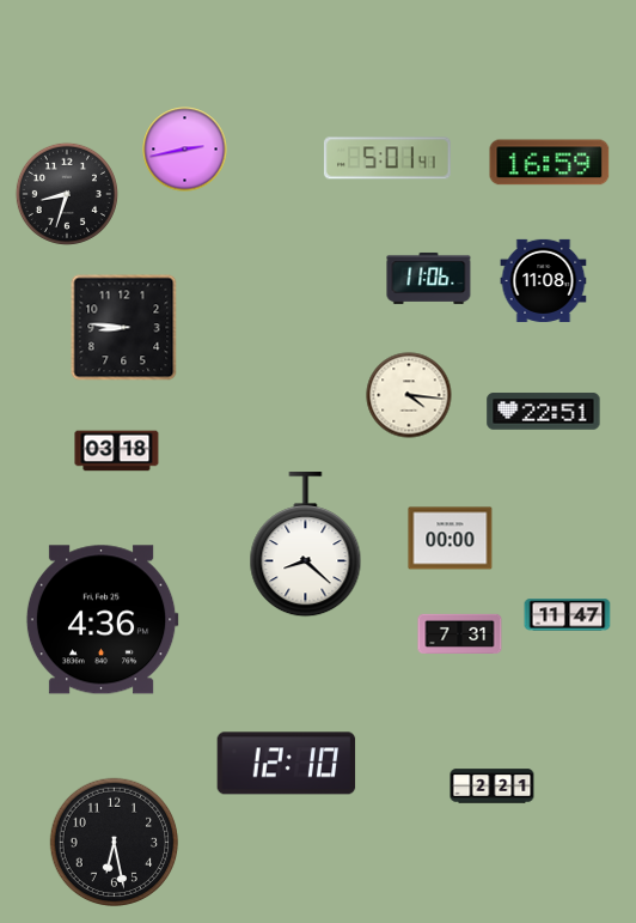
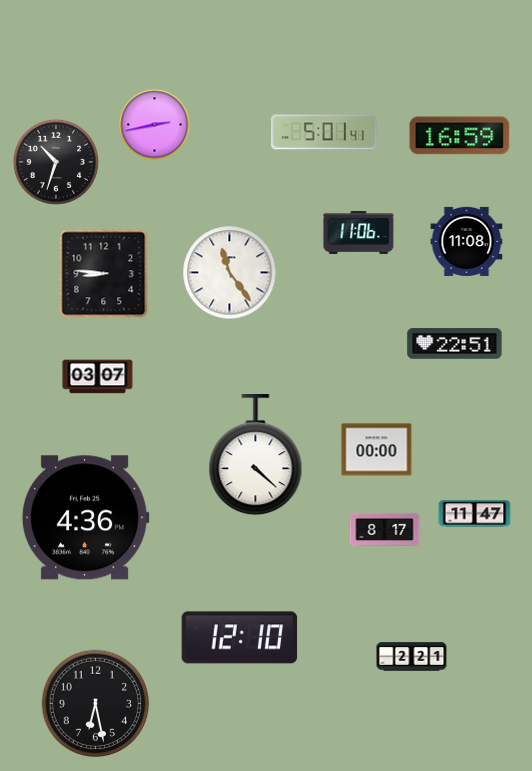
clock at (67, 194): 8:33 -> 10:33
clock at (544, 280) position: (544, 280) -> (467, 241)
clock at (230, 273): none -> 11:24
clock at (409, 395): 4:16 -> none
clock at (117, 451): 03:18 -> 03:07
clock at (306, 545): 8:22 -> 4:22
clock at (460, 633): 7:31 -> 8:17
